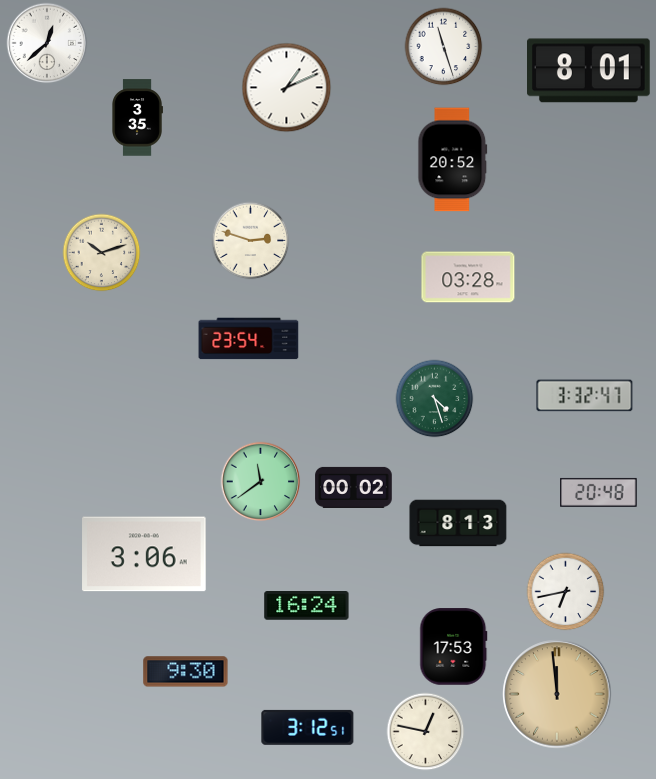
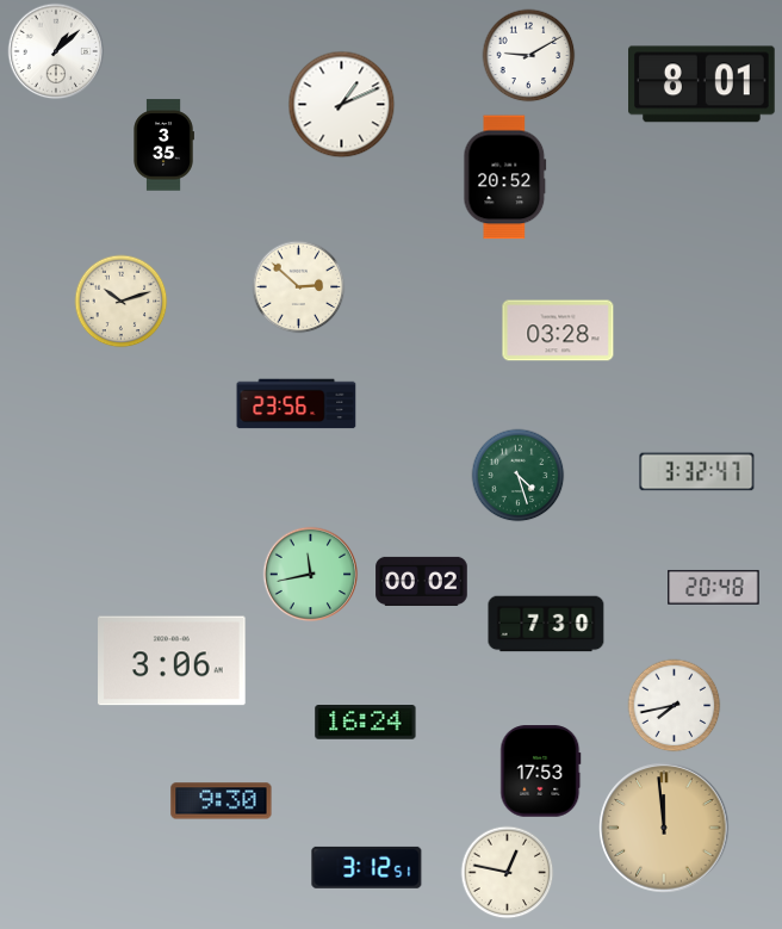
clock at (47, 43): 12:38 -> 1:08
clock at (443, 46): 11:27 -> 9:10
clock at (137, 118) position: (137, 118) -> (163, 145)
clock at (453, 160) position: (453, 160) -> (505, 178)
clock at (250, 240): 2:48 -> 2:52
clock at (249, 339): 23:54 -> 23:56
clock at (260, 481): 11:39 -> 11:43
clock at (458, 523): 8:13 -> 7:30
clock at (565, 591): 6:43 -> 7:43
